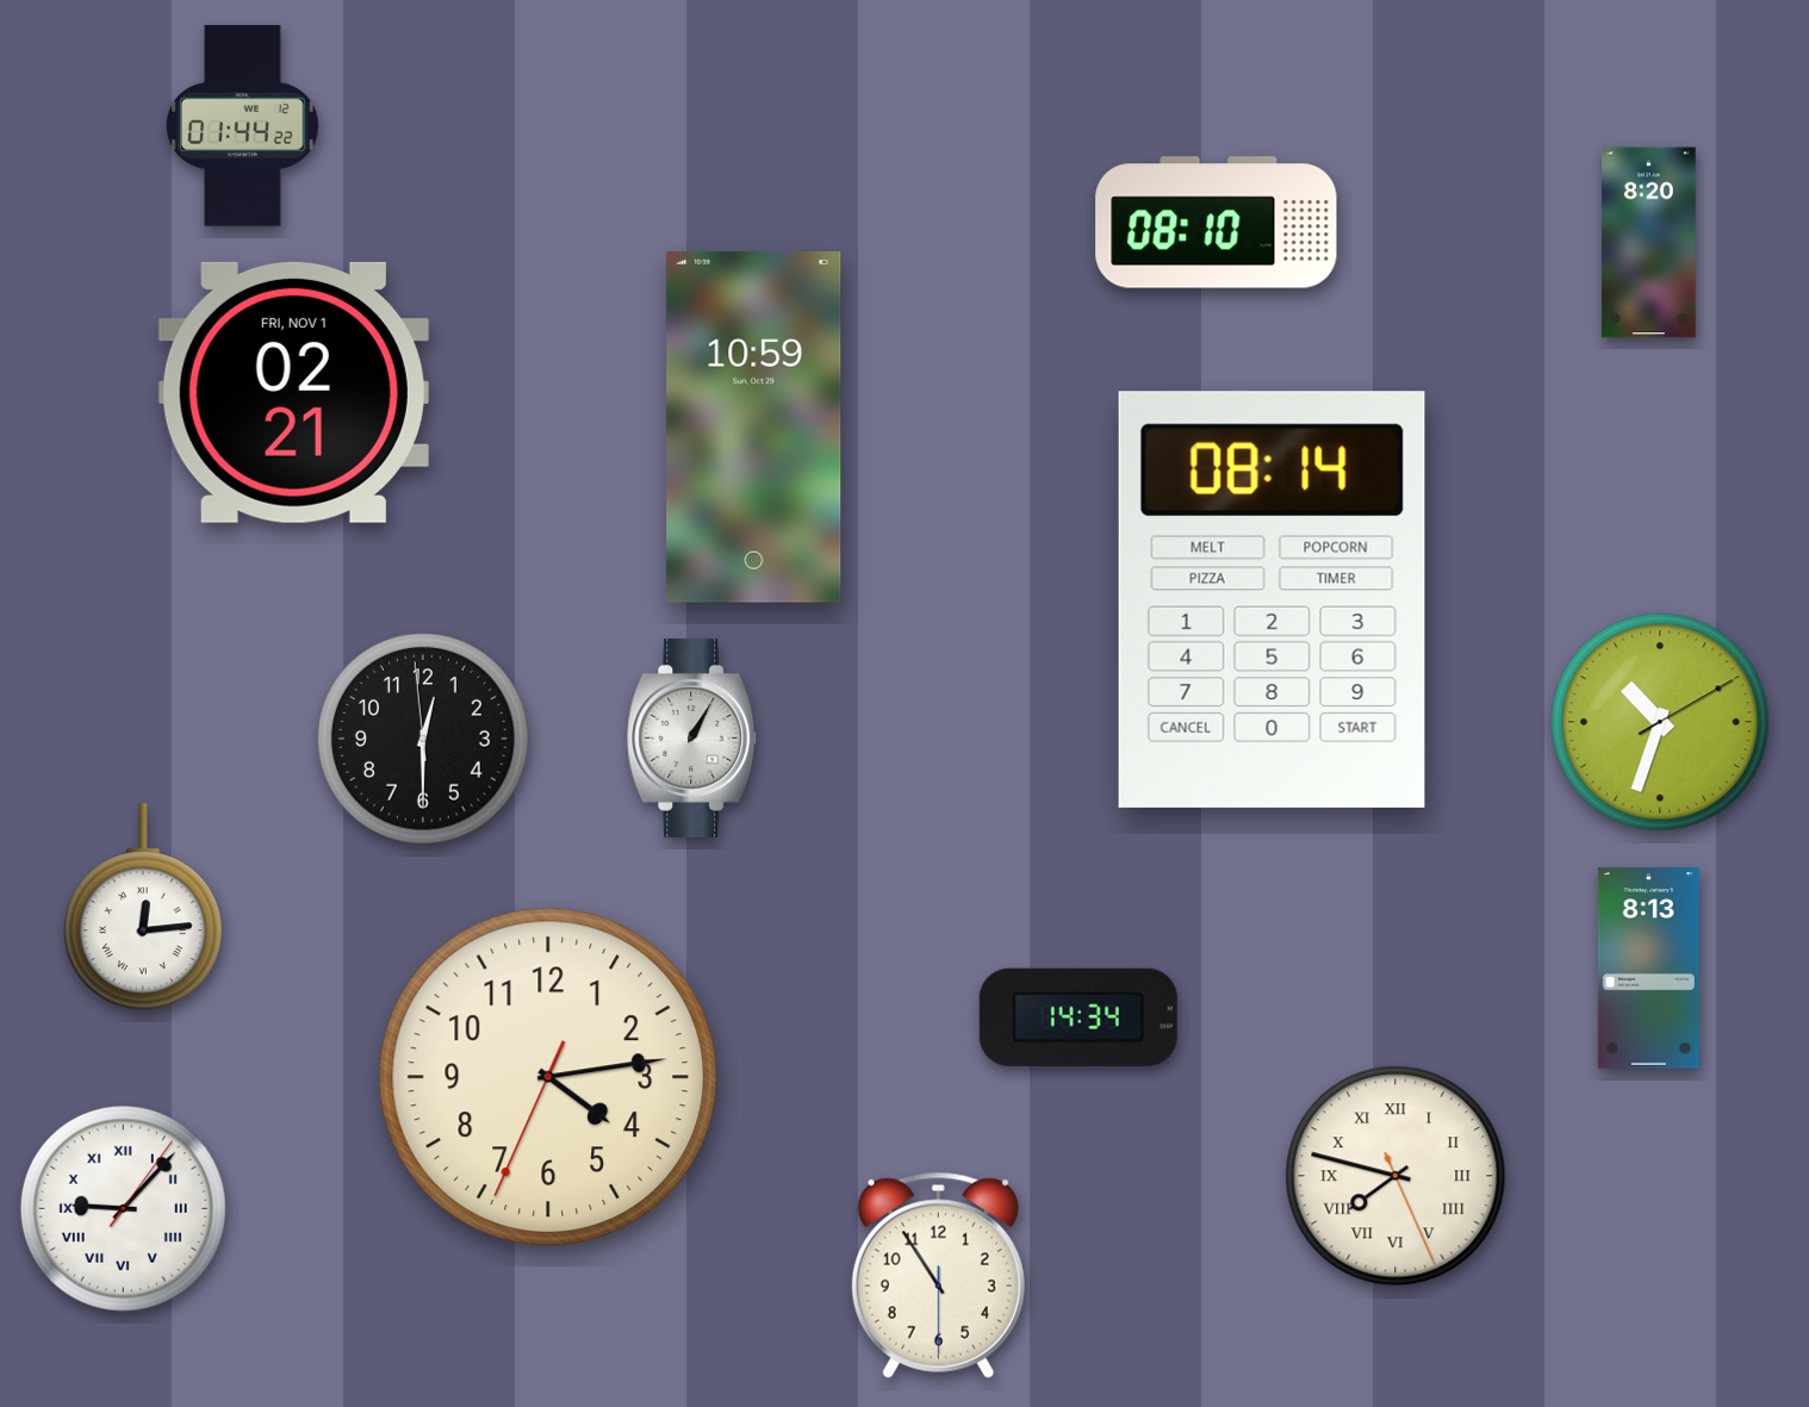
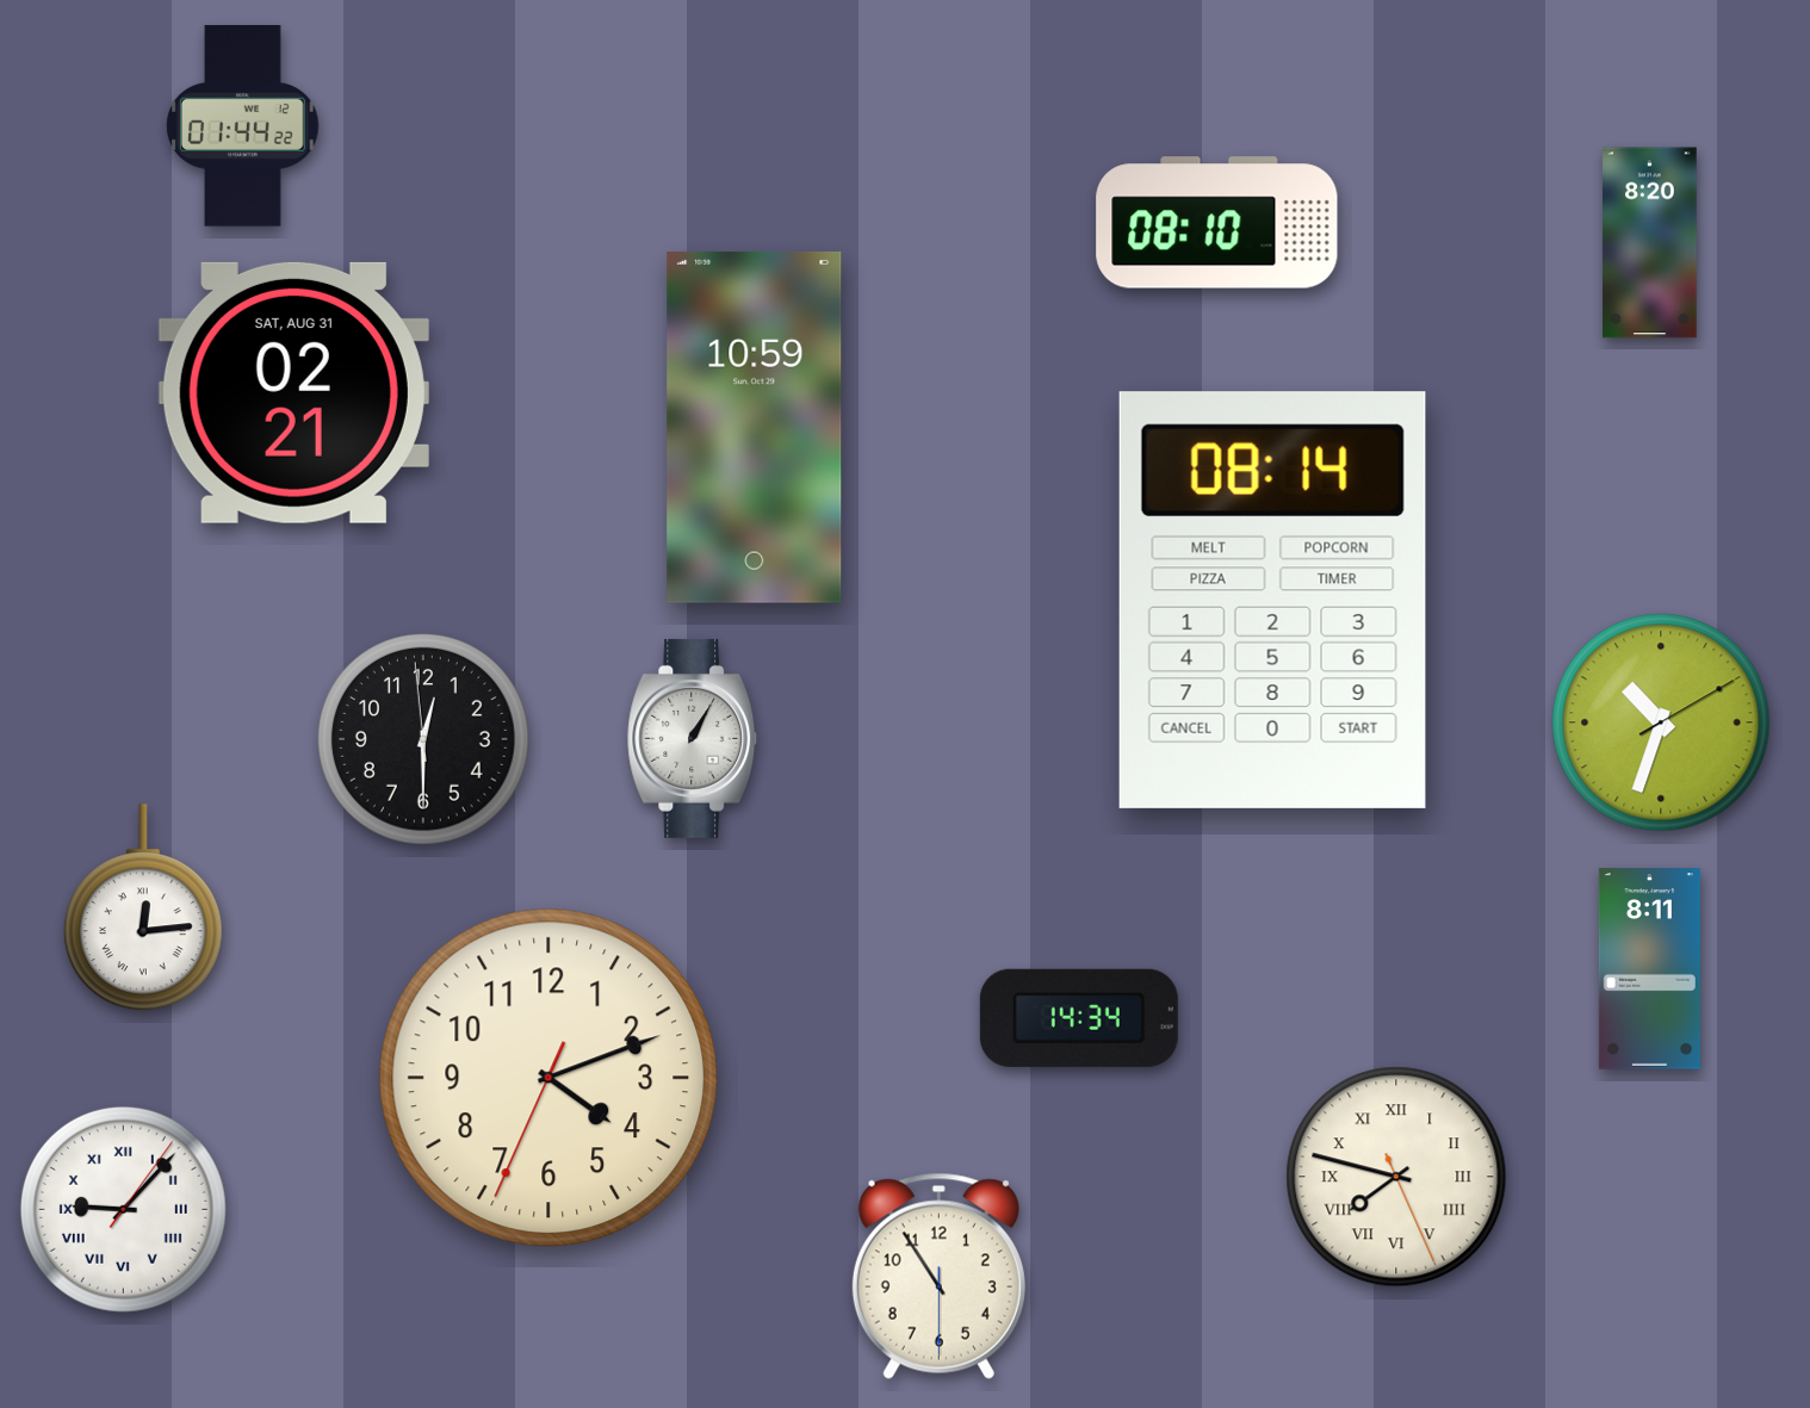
clock at (293, 392) date: FRI, NOV 1 -> SAT, AUG 31
clock at (1648, 969): 8:13 -> 8:11
clock at (548, 1077): 4:13 -> 4:11
